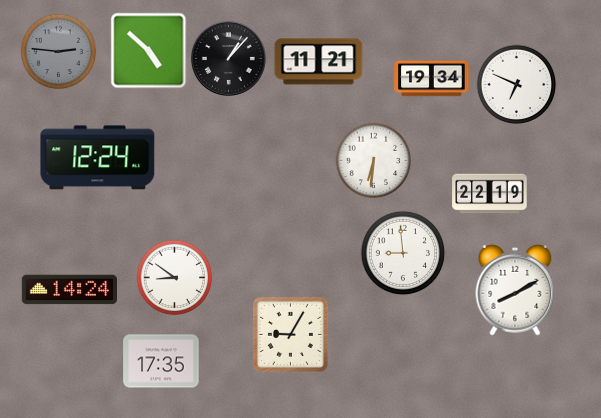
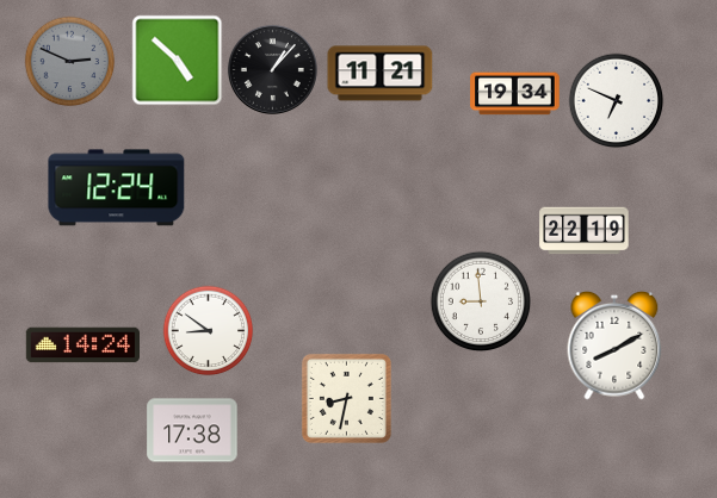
clock at (59, 52): 2:46 -> 2:49
clock at (374, 161): 6:31 -> none
clock at (290, 334): 9:05 -> 8:32
clock at (161, 361): 17:35 -> 17:38
